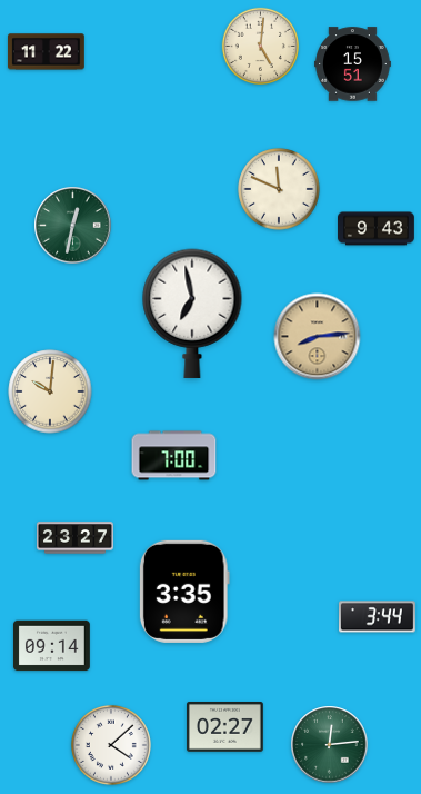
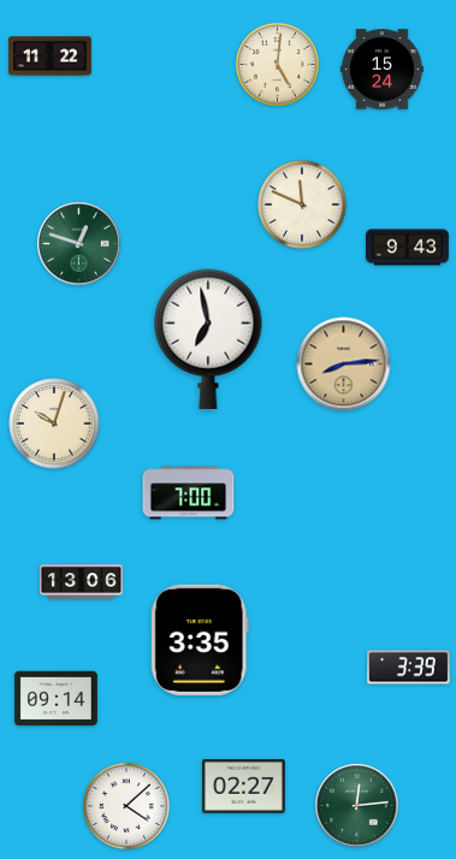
clock at (260, 46) position: (260, 46) -> (277, 64)
clock at (353, 64): 15:51 -> 15:24
clock at (73, 226): 12:32 -> 12:48
clock at (50, 391): 10:01 -> 10:03
clock at (76, 538): 23:27 -> 13:06
clock at (378, 617): 3:44 -> 3:39
clock at (111, 745) position: (111, 745) -> (126, 806)
